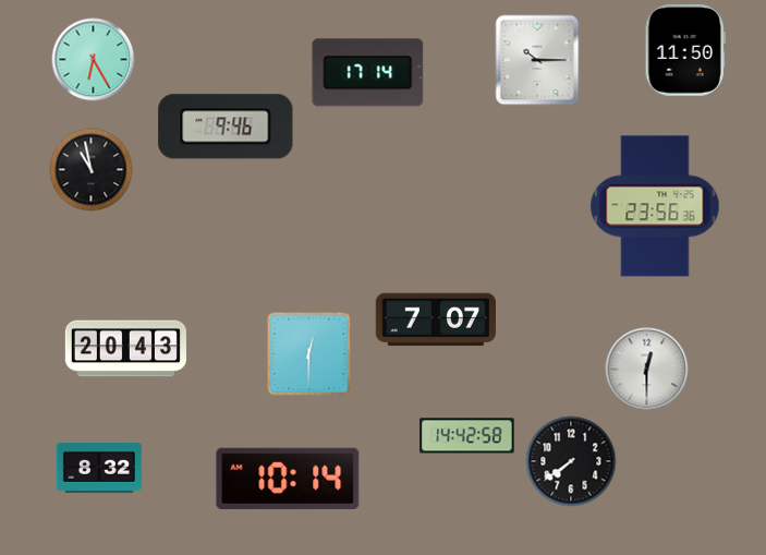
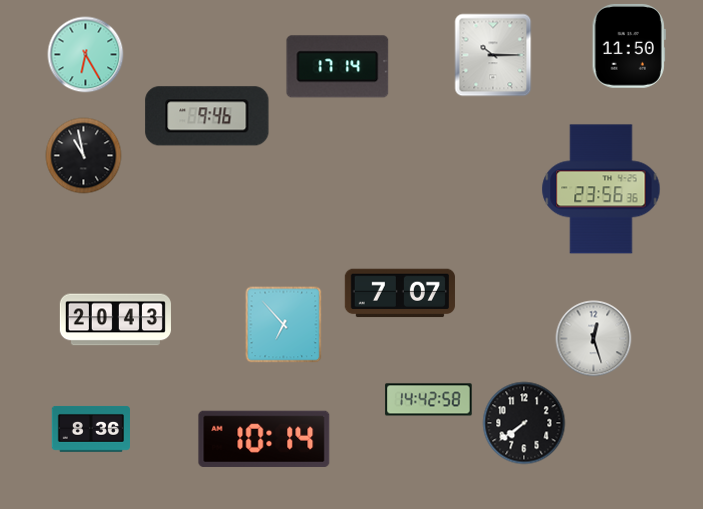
clock at (309, 354): 12:30 -> 6:53
clock at (647, 370): 12:30 -> 12:27
clock at (99, 468): 8:32 -> 8:36
